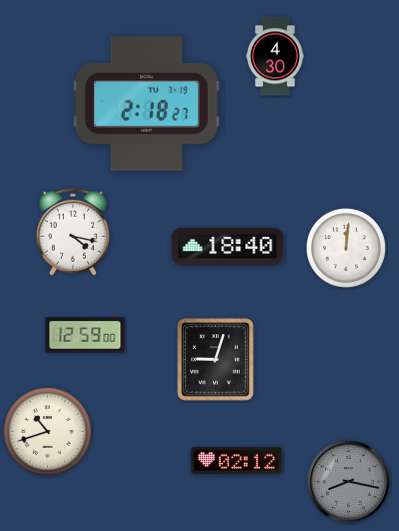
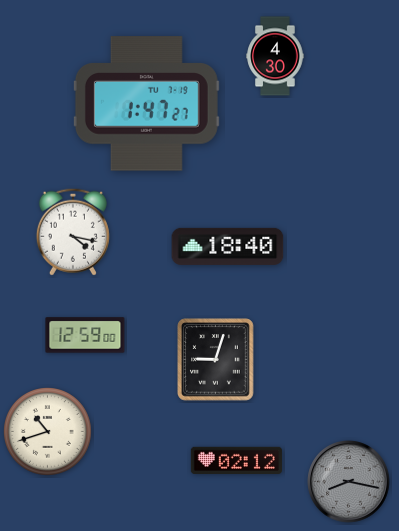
clock at (146, 104): 2:18 -> 1:47
clock at (346, 248): 12:01 -> none
